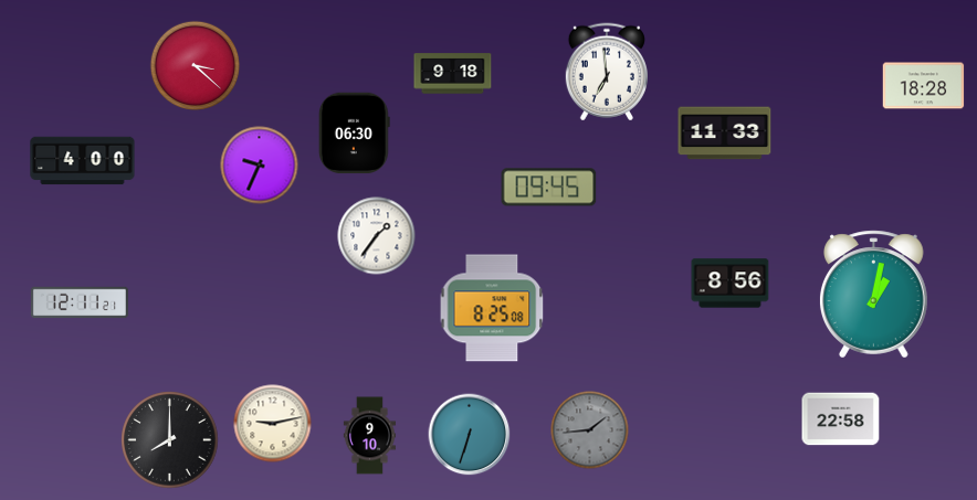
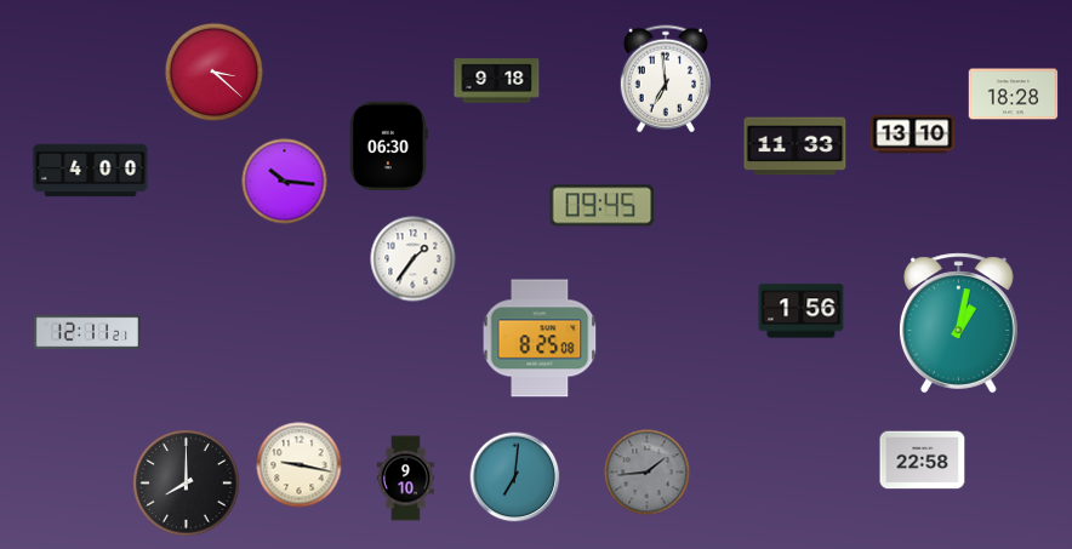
clock at (913, 135): none -> 13:10
clock at (83, 161) position: (83, 161) -> (91, 171)
clock at (260, 166): 9:34 -> 10:16
clock at (731, 284): 8:56 -> 1:56
clock at (273, 424): 9:13 -> 9:17
clock at (470, 435): 6:33 -> 7:01
